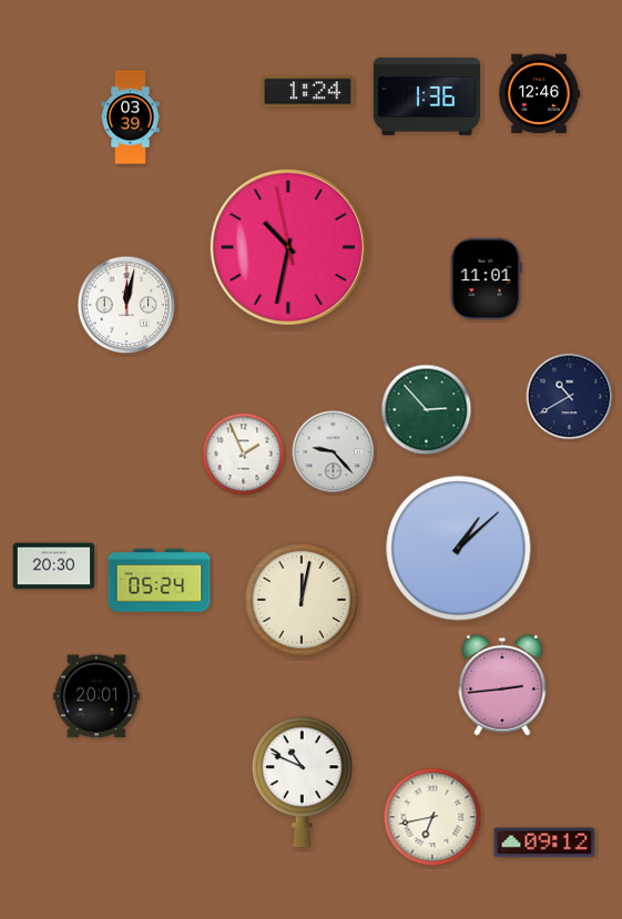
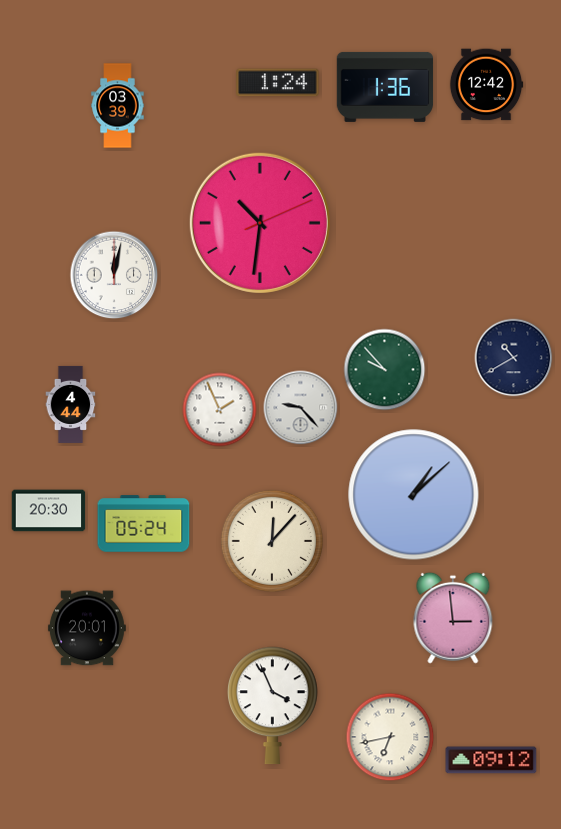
clock at (539, 94): 12:46 -> 12:42
clock at (288, 247): 10:31:58 -> 10:31:11
clock at (486, 279): 11:01 -> none
clock at (427, 410): 2:53 -> 9:53
clock at (71, 404): none -> 4:44
clock at (302, 600): 12:02 -> 12:07
clock at (502, 685): 2:44 -> 2:59
clock at (303, 783): 10:49 -> 3:56
